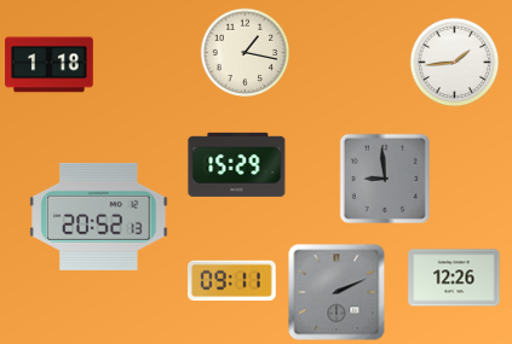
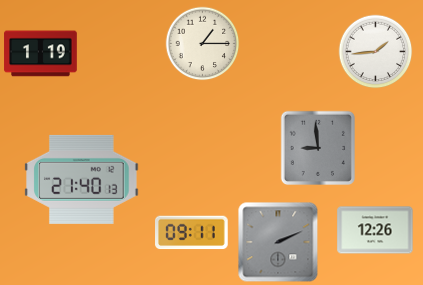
clock at (246, 53): 1:17 -> 1:15
clock at (50, 65): 1:18 -> 1:19
clock at (237, 164): 15:29 -> none
clock at (99, 216): 20:52 -> 21:40
